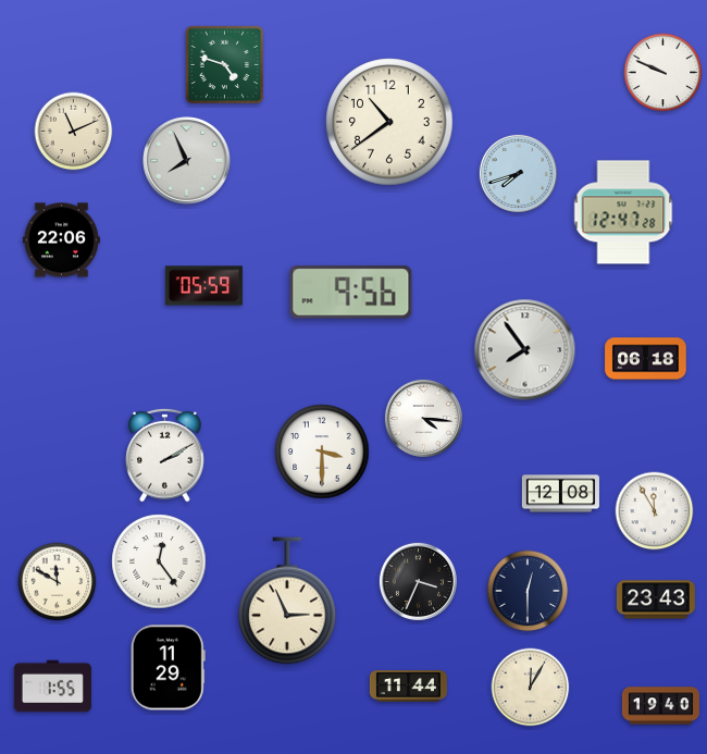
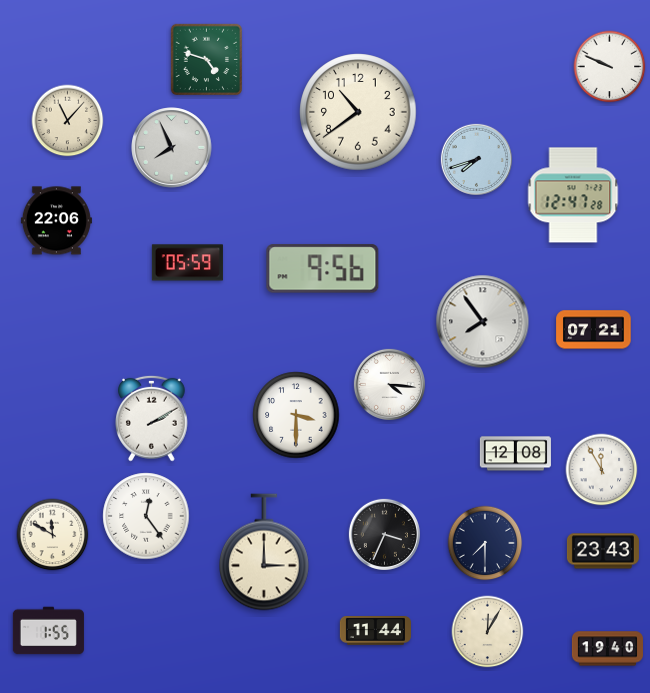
clock at (74, 132): 11:11 -> 11:07
clock at (646, 359): 06:18 -> 07:21
clock at (528, 591): 12:30 -> 7:30
clock at (287, 601): 2:56 -> 3:00
clock at (168, 668): 11:29 -> none
